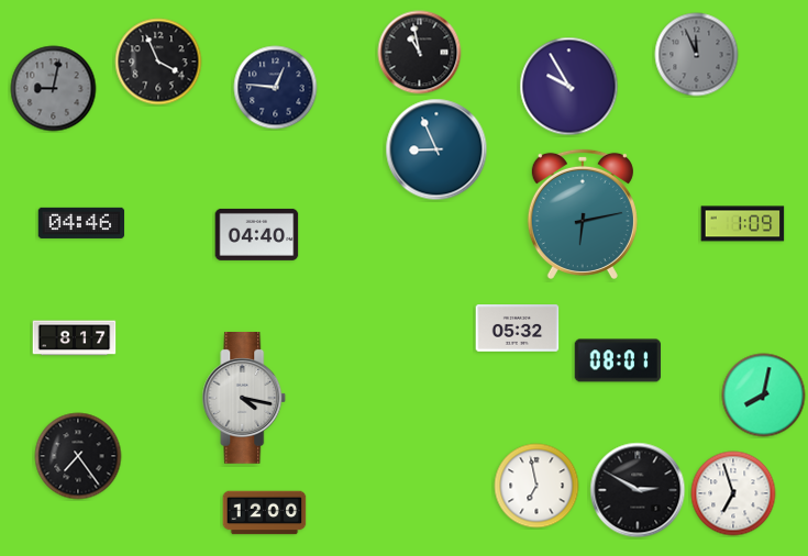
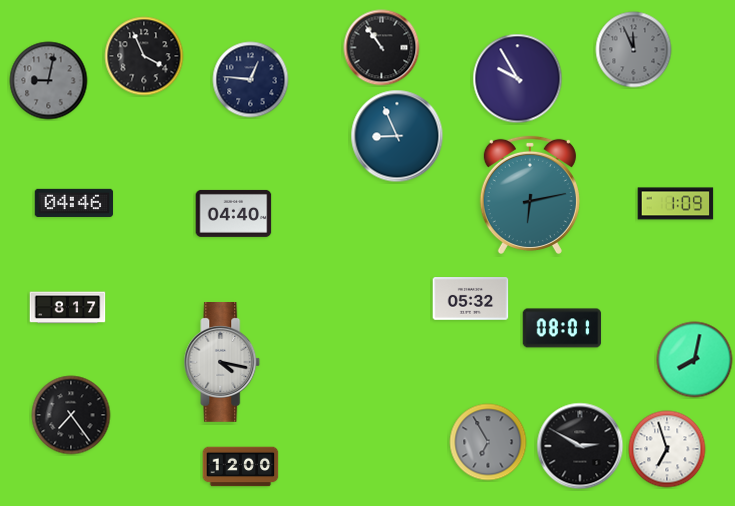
clock at (420, 53): 10:58 -> 10:54
clock at (536, 486): 6:58 -> 6:55
clock at (536, 486) dial: white -> grey
